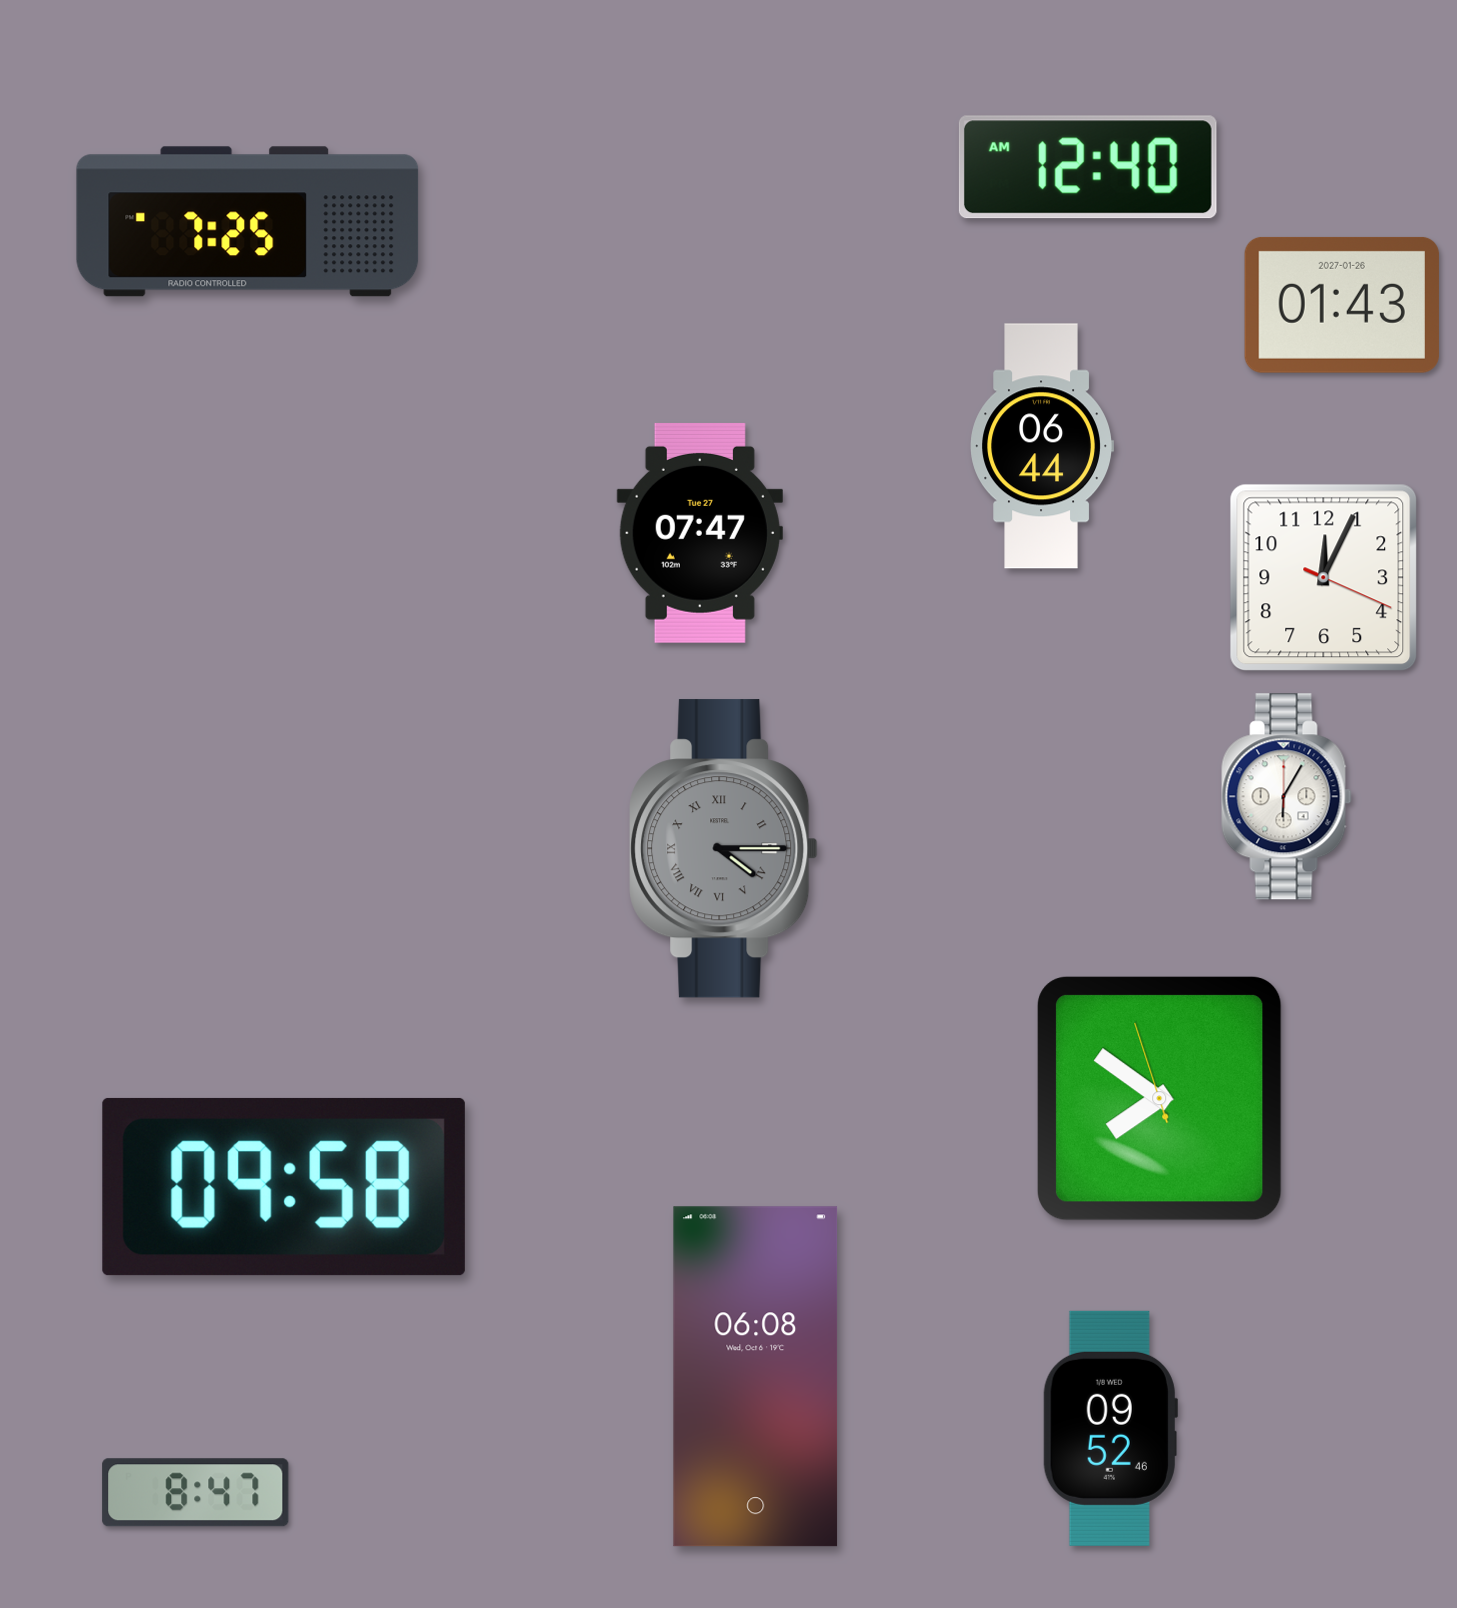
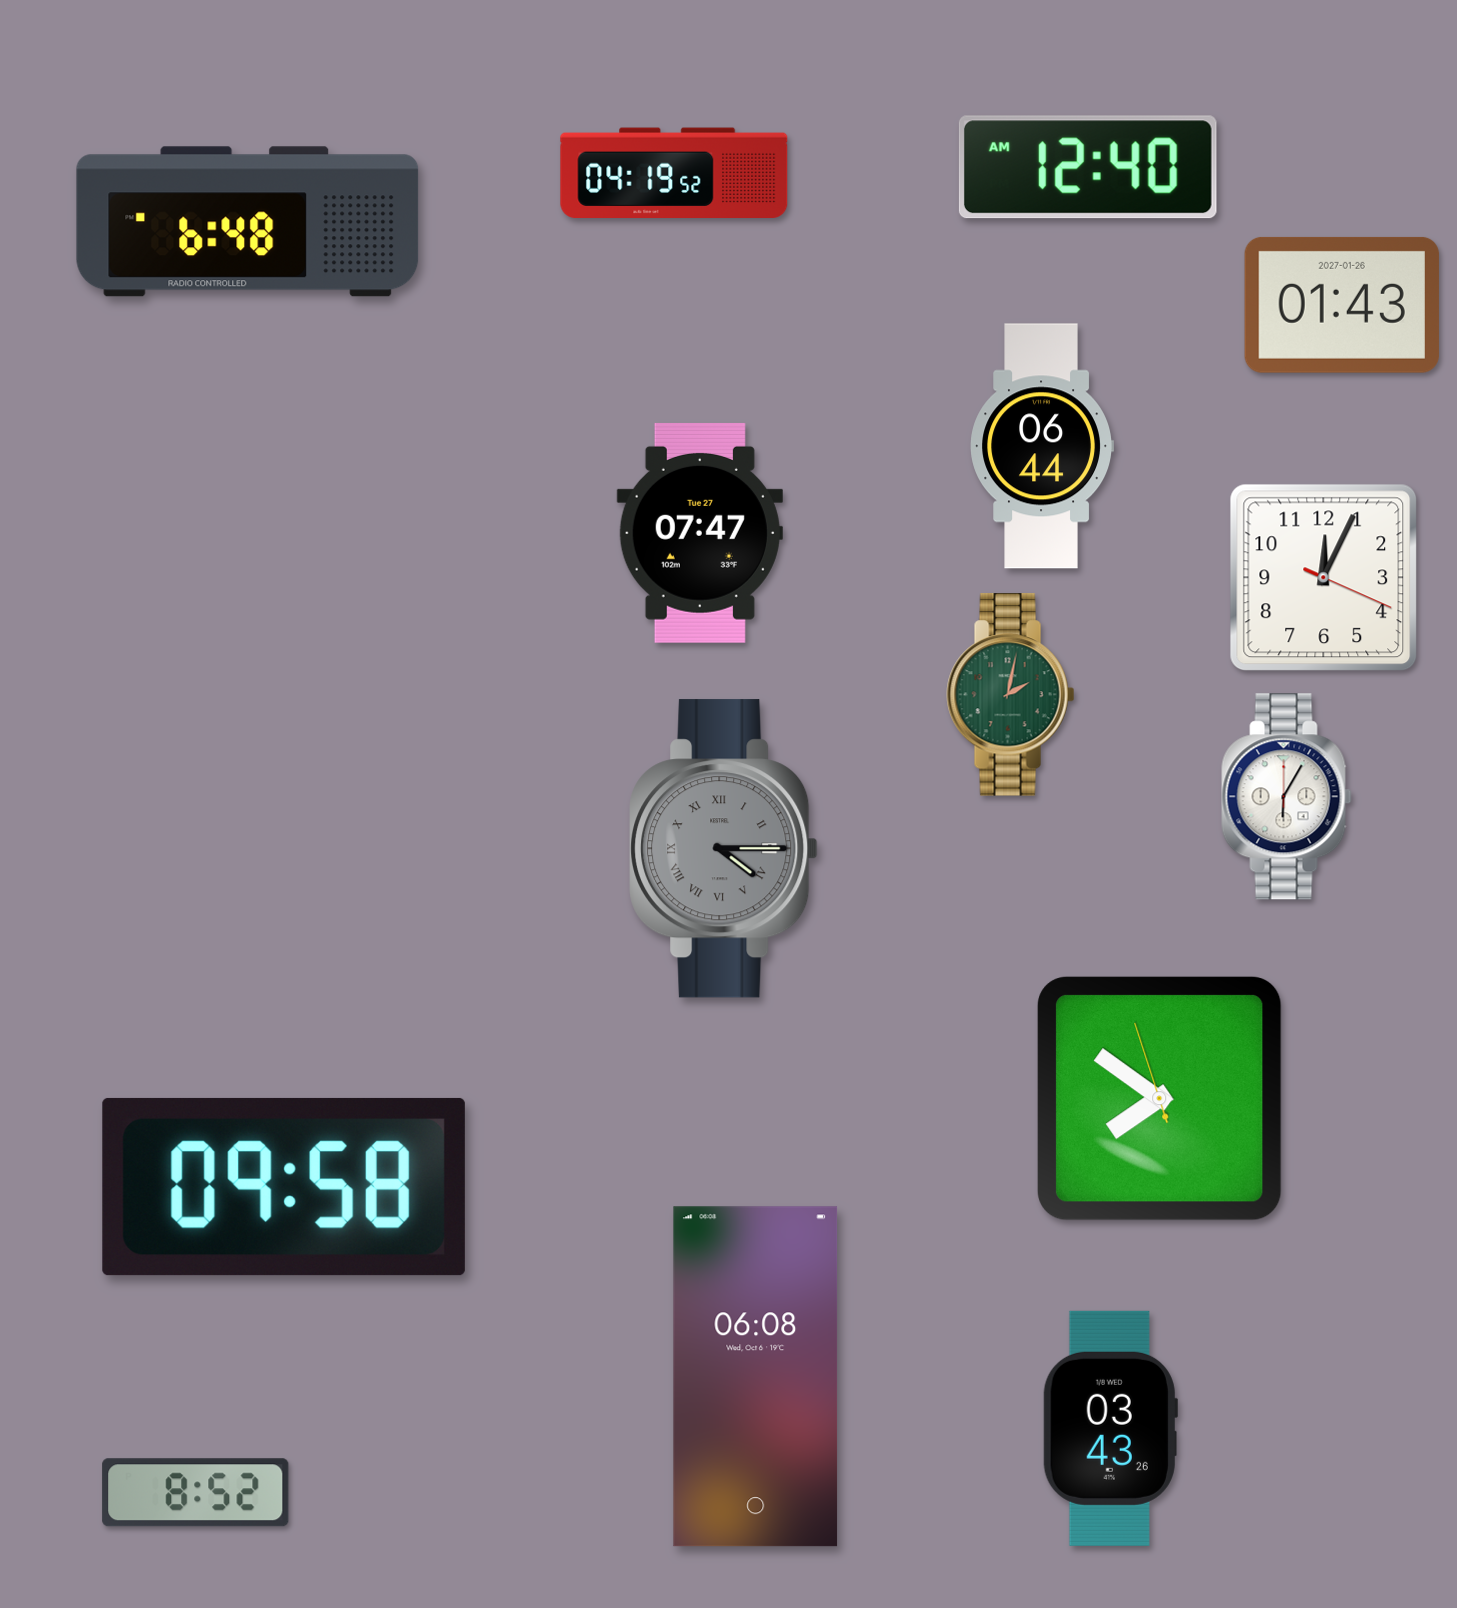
clock at (674, 173): none -> 04:19
clock at (248, 222): 7:25 -> 6:48
clock at (1011, 695): none -> 2:02
clock at (1110, 1428): 09:52 -> 03:43
clock at (196, 1493): 8:47 -> 8:52
